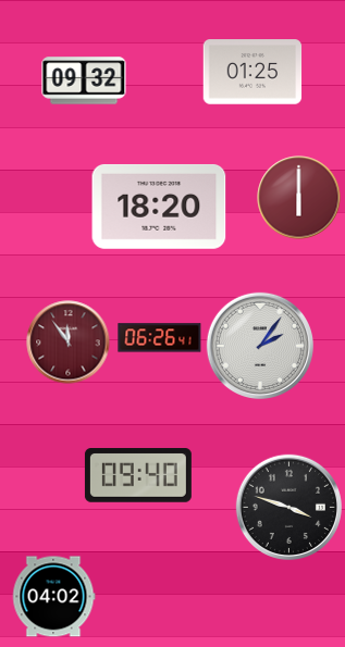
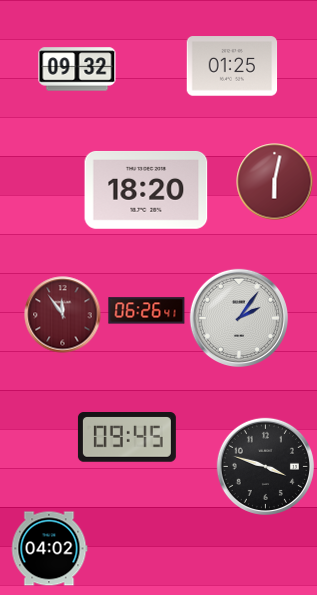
clock at (84, 80) position: (84, 80) -> (77, 69)
clock at (299, 198): 6:00 -> 6:02
clock at (138, 475): 09:40 -> 09:45
